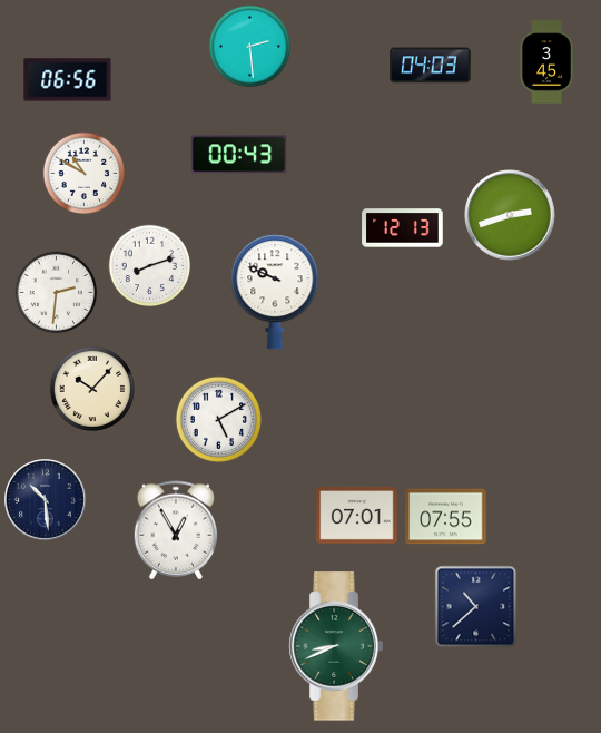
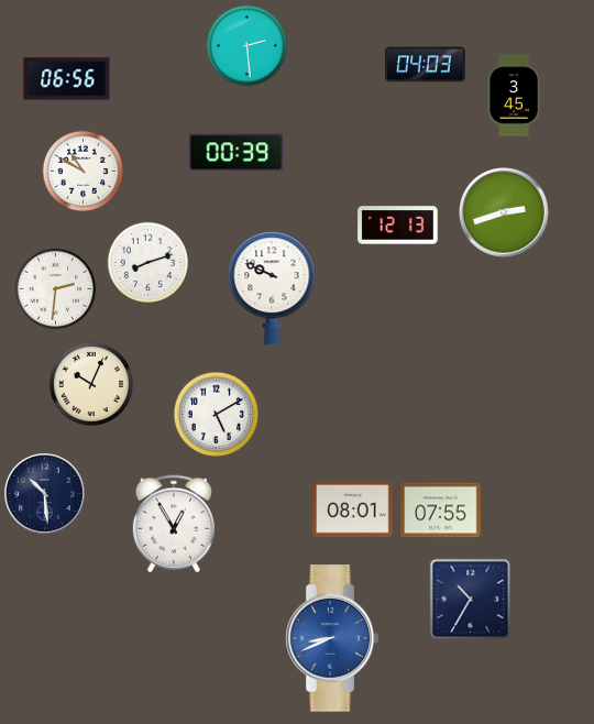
clock at (546, 62) position: (546, 62) -> (514, 96)
clock at (239, 155): 00:43 -> 00:39
clock at (92, 389): 10:07 -> 10:04
clock at (357, 516): 07:01 -> 08:01
clock at (476, 607): 10:38 -> 10:35
clock at (336, 646) dial: green -> blue
